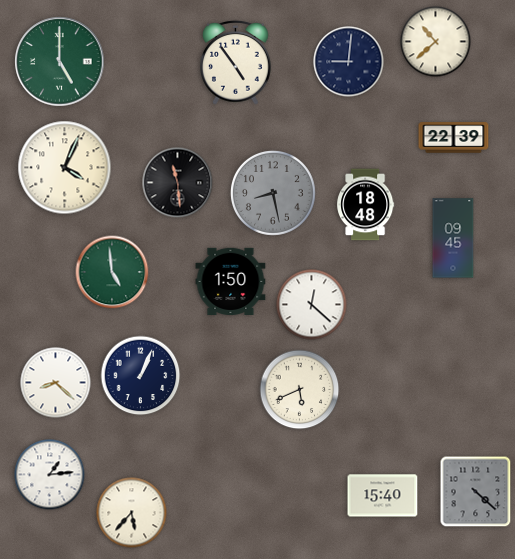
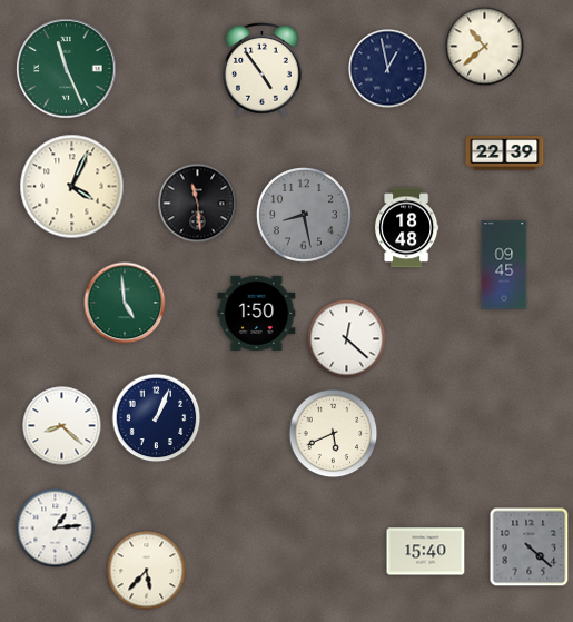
clock at (60, 62): 5:00 -> 11:26
clock at (349, 62): 9:01 -> 12:58
